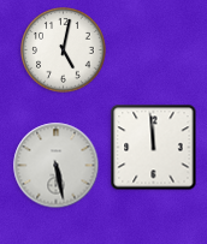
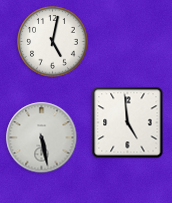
clock at (154, 148): 11:59 -> 4:59
clock at (57, 166) position: (57, 166) -> (42, 138)
